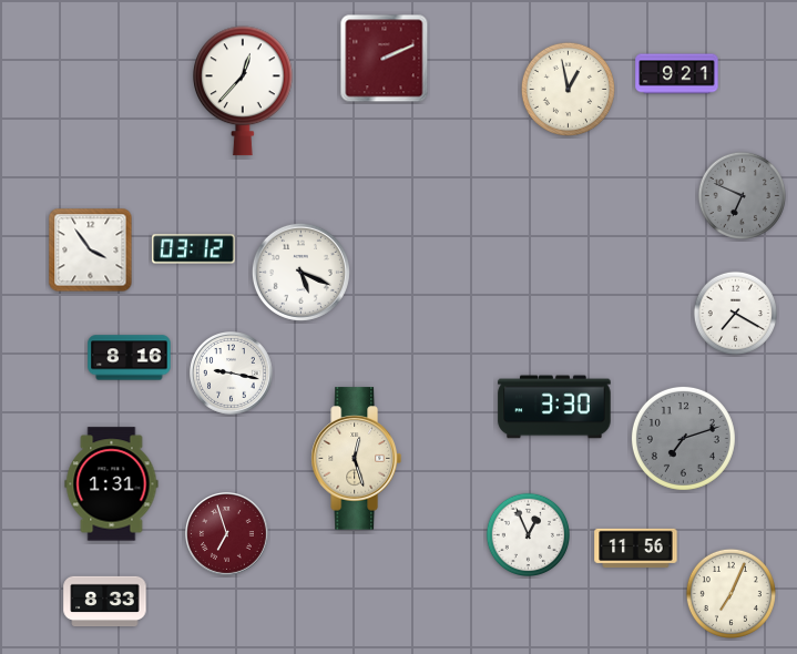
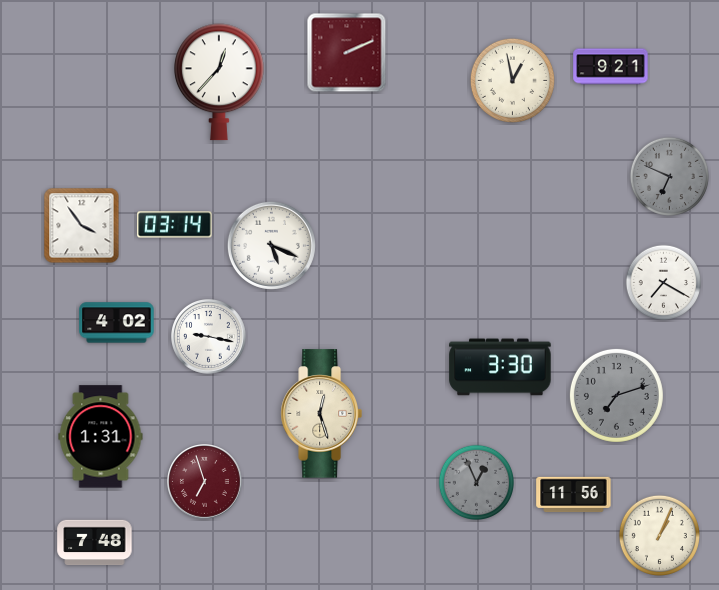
clock at (194, 249): 03:12 -> 03:14
clock at (130, 358): 8:16 -> 4:02
clock at (528, 534) dial: white -> grey
clock at (730, 593): 7:04 -> 1:04
clock at (105, 602): 8:33 -> 7:48
